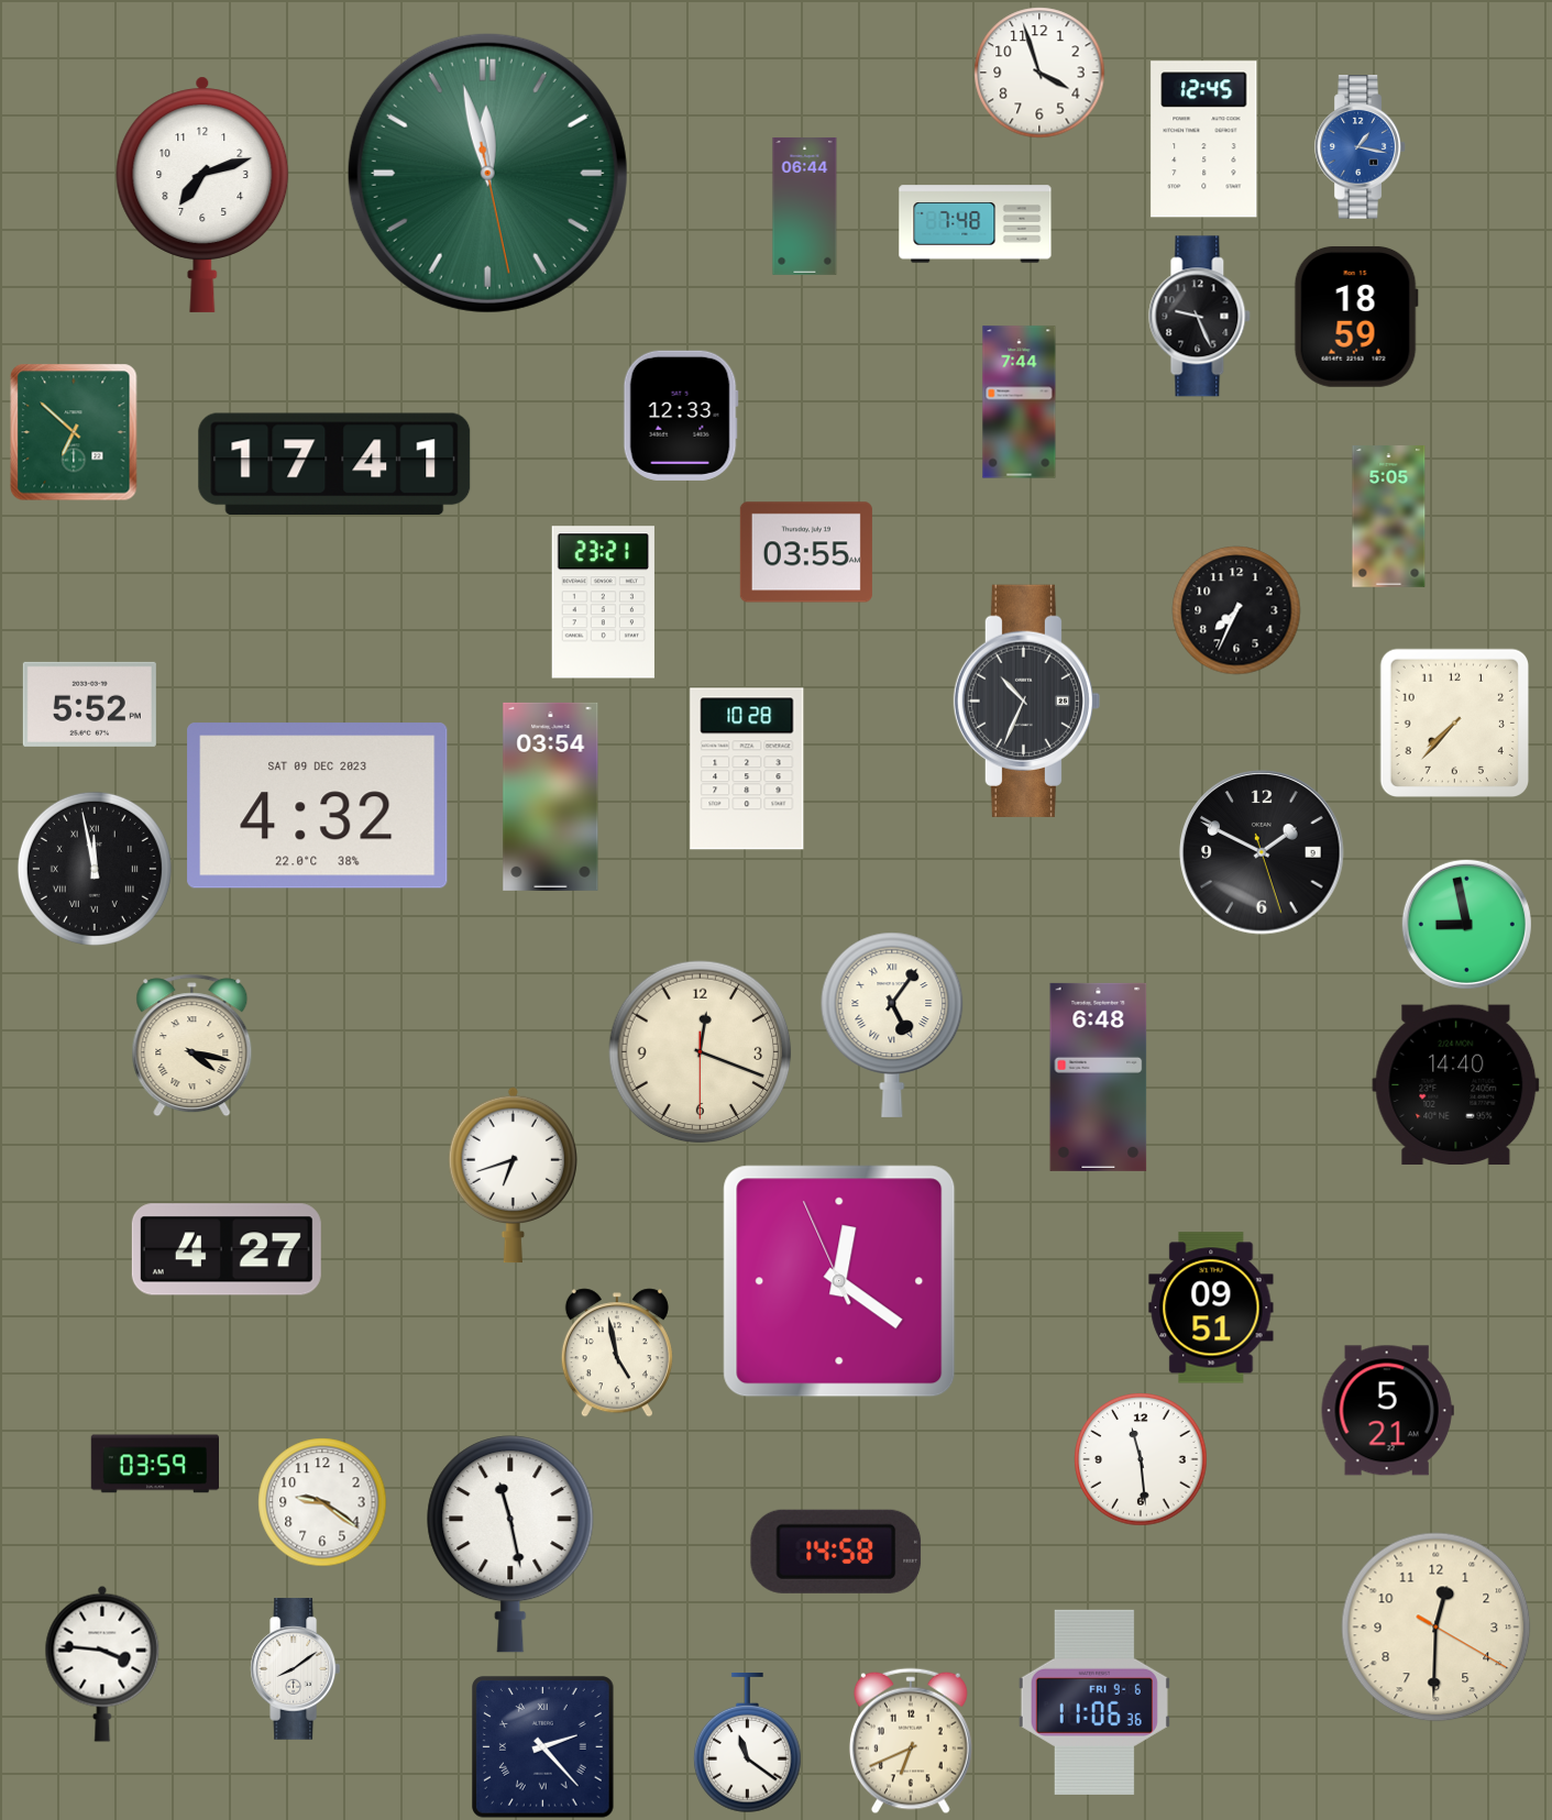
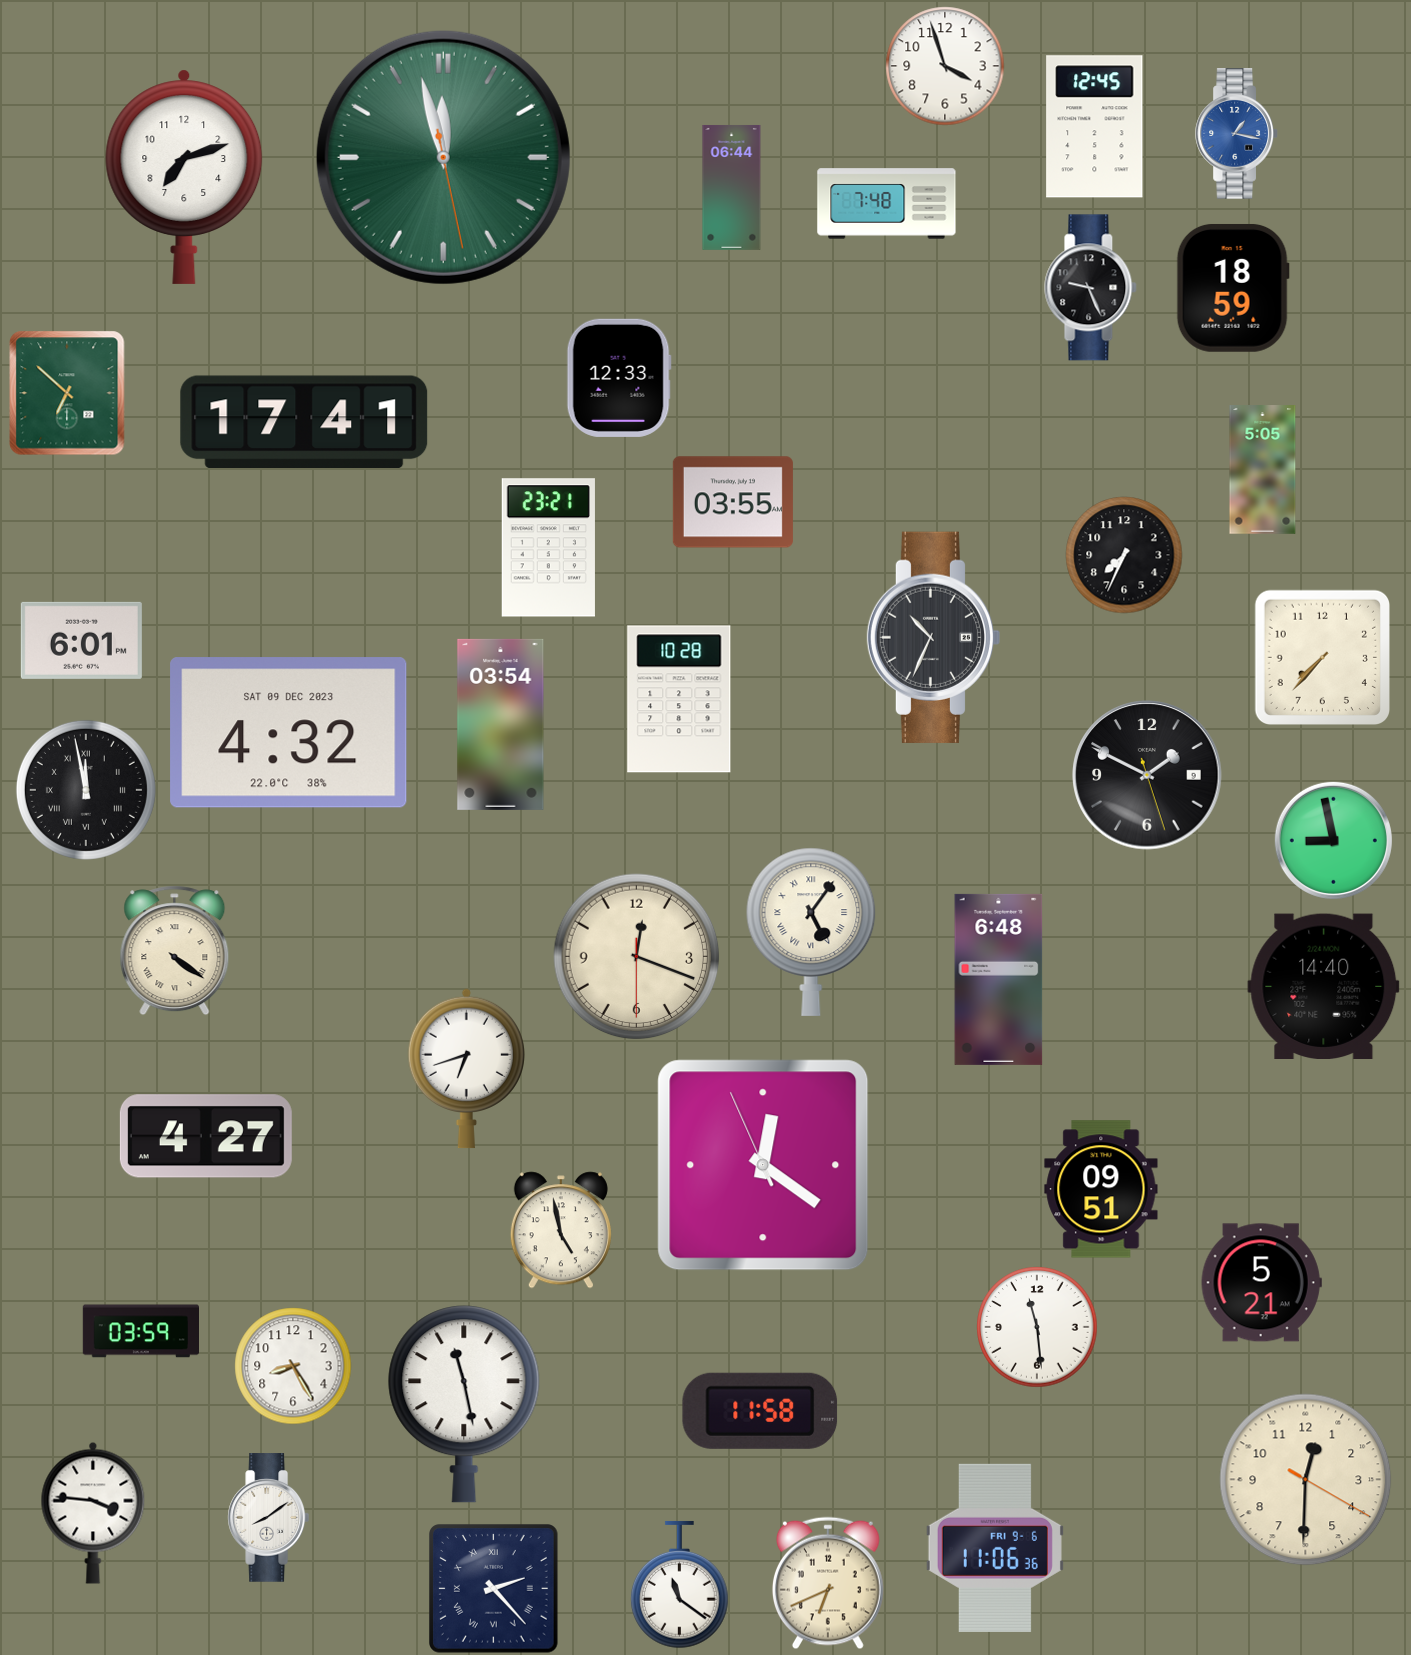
clock at (1020, 402): 7:44 -> none
clock at (89, 704): 5:52 -> 6:01
clock at (192, 1046): 4:17 -> 4:21
clock at (322, 1502): 9:21 -> 8:25
clock at (836, 1552): 14:58 -> 11:58
